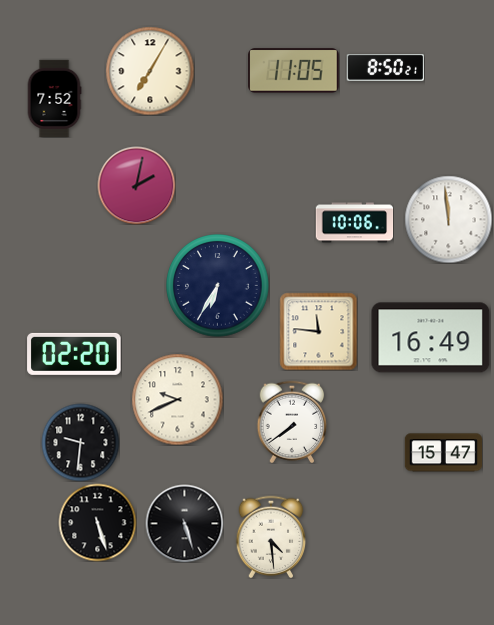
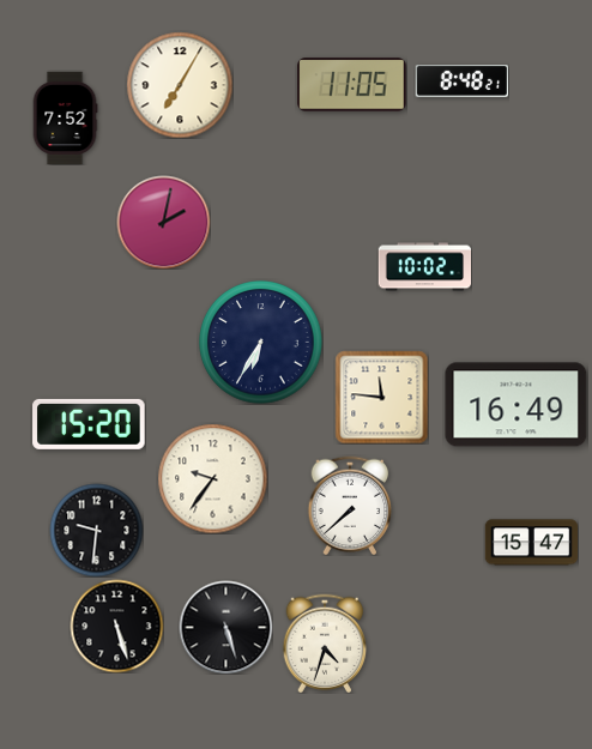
clock at (385, 68): 8:50 -> 8:48
clock at (448, 219): 11:59 -> none
clock at (354, 223): 10:06 -> 10:02
clock at (74, 354): 02:20 -> 15:20
clock at (177, 399): 9:41 -> 9:36
clock at (292, 422): 7:39 -> 7:38
clock at (184, 523) position: (184, 523) -> (225, 627)
clock at (271, 537): 4:29 -> 4:33
